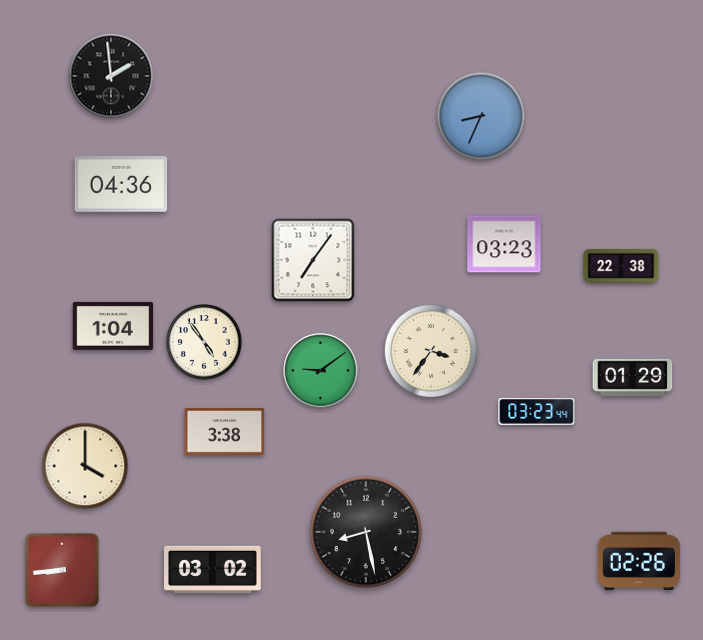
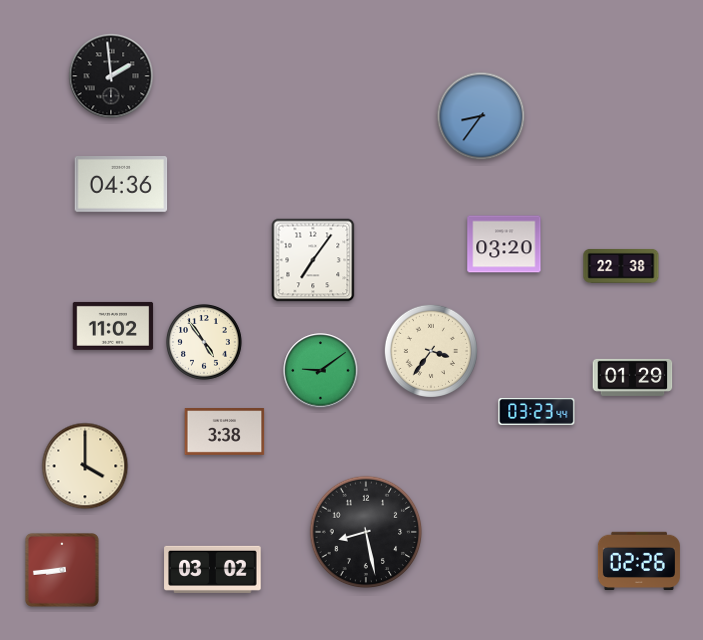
clock at (481, 116): 8:34 -> 8:36
clock at (504, 244): 03:23 -> 03:20
clock at (113, 326): 1:04 -> 11:02
